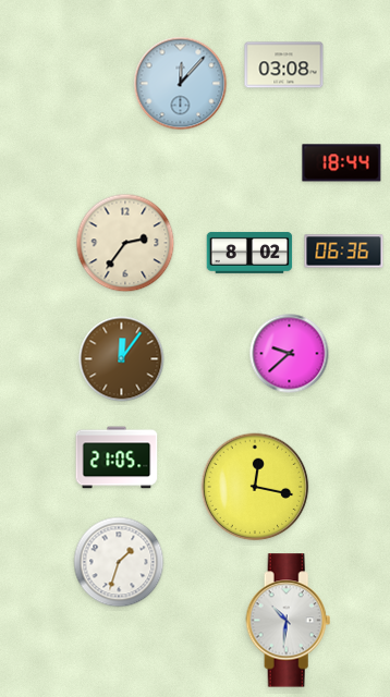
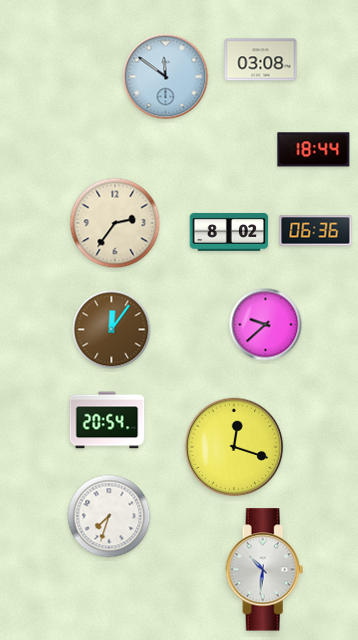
clock at (181, 84): 12:07 -> 11:51
clock at (117, 457): 21:05 -> 20:54
clock at (255, 487): 12:17 -> 12:18
clock at (119, 562): 1:33 -> 7:33
